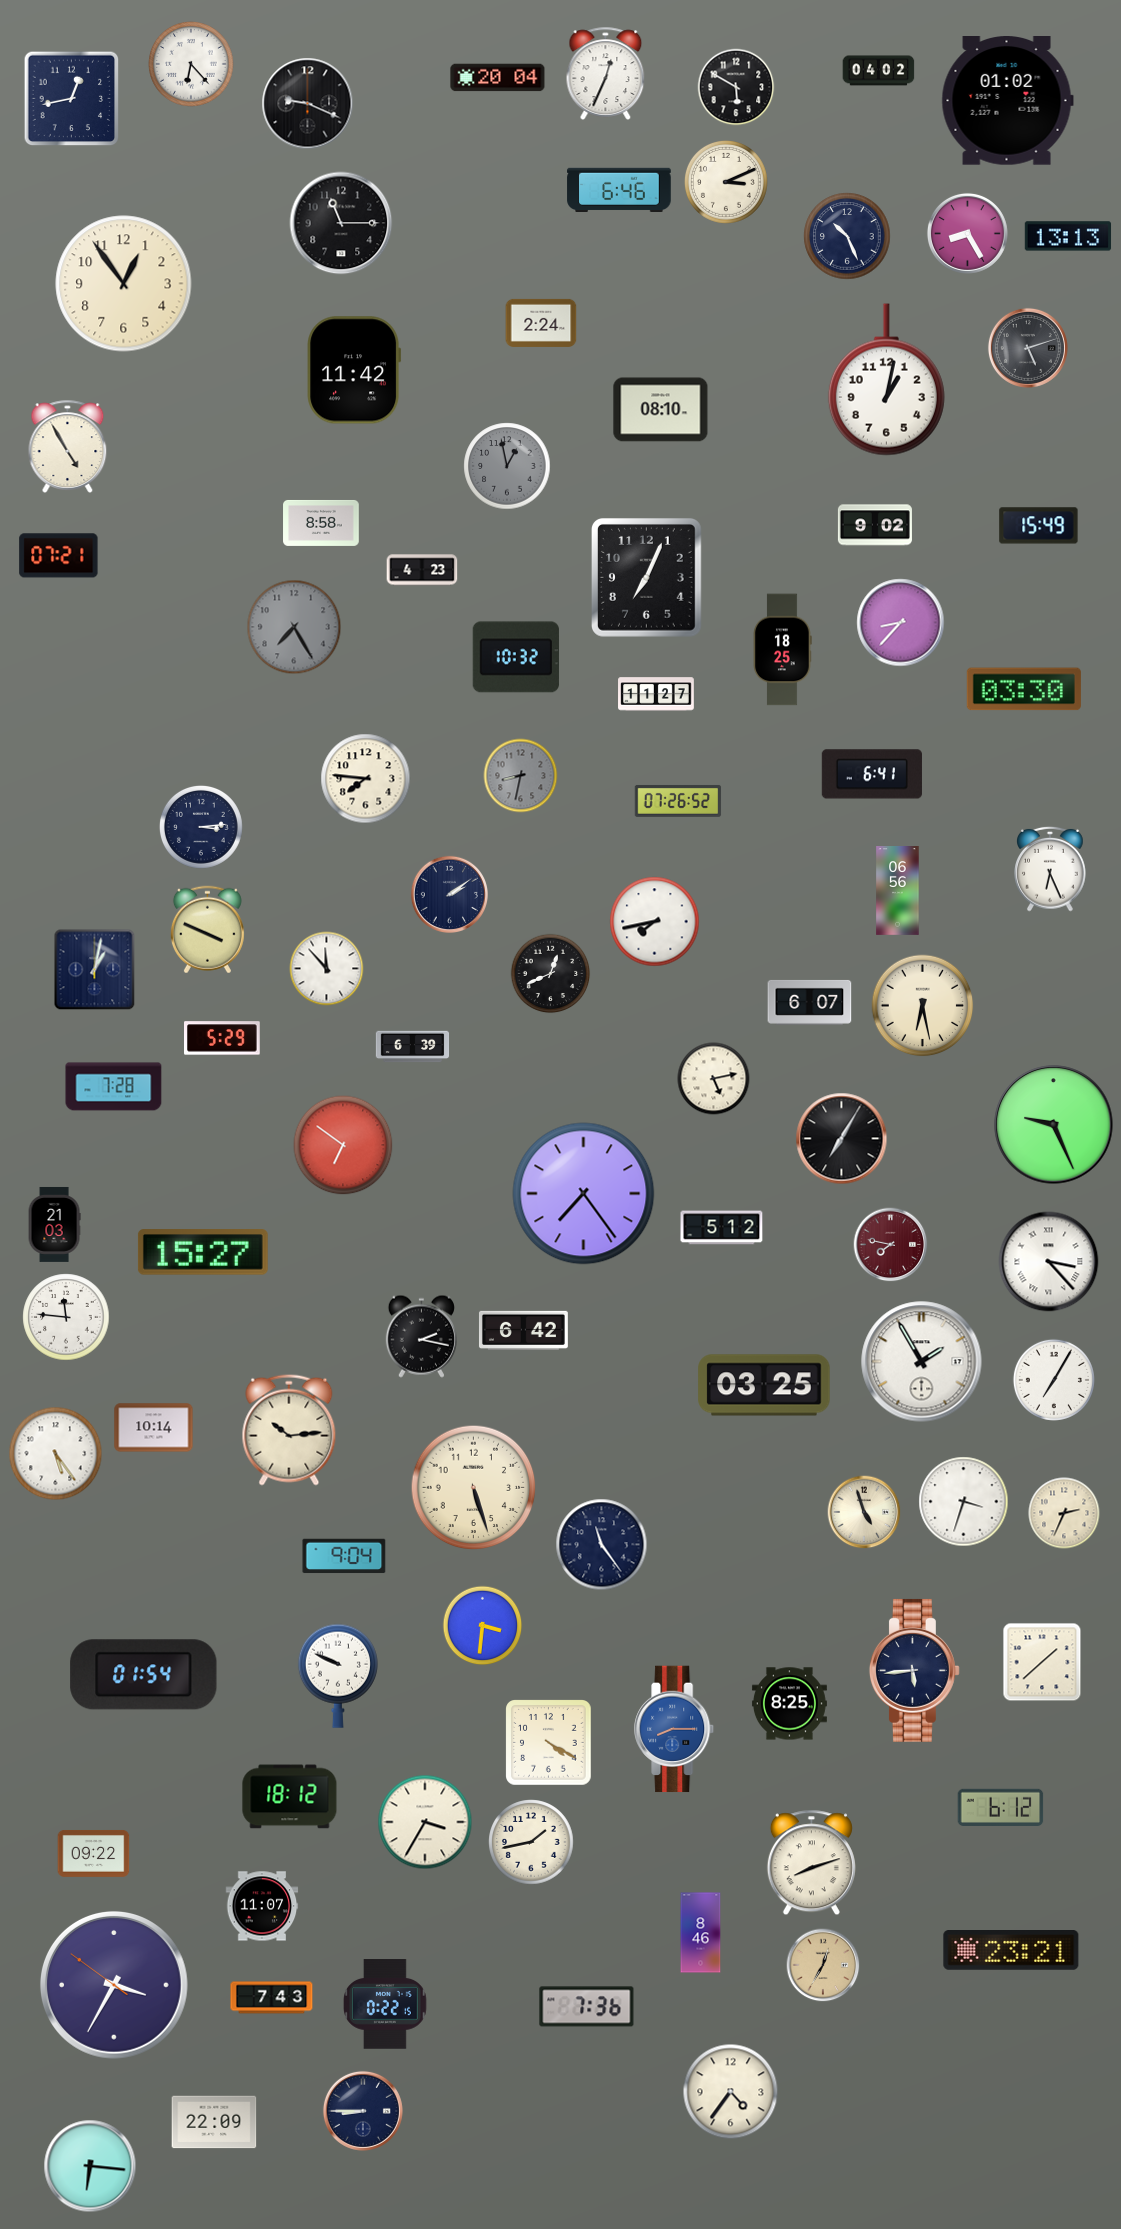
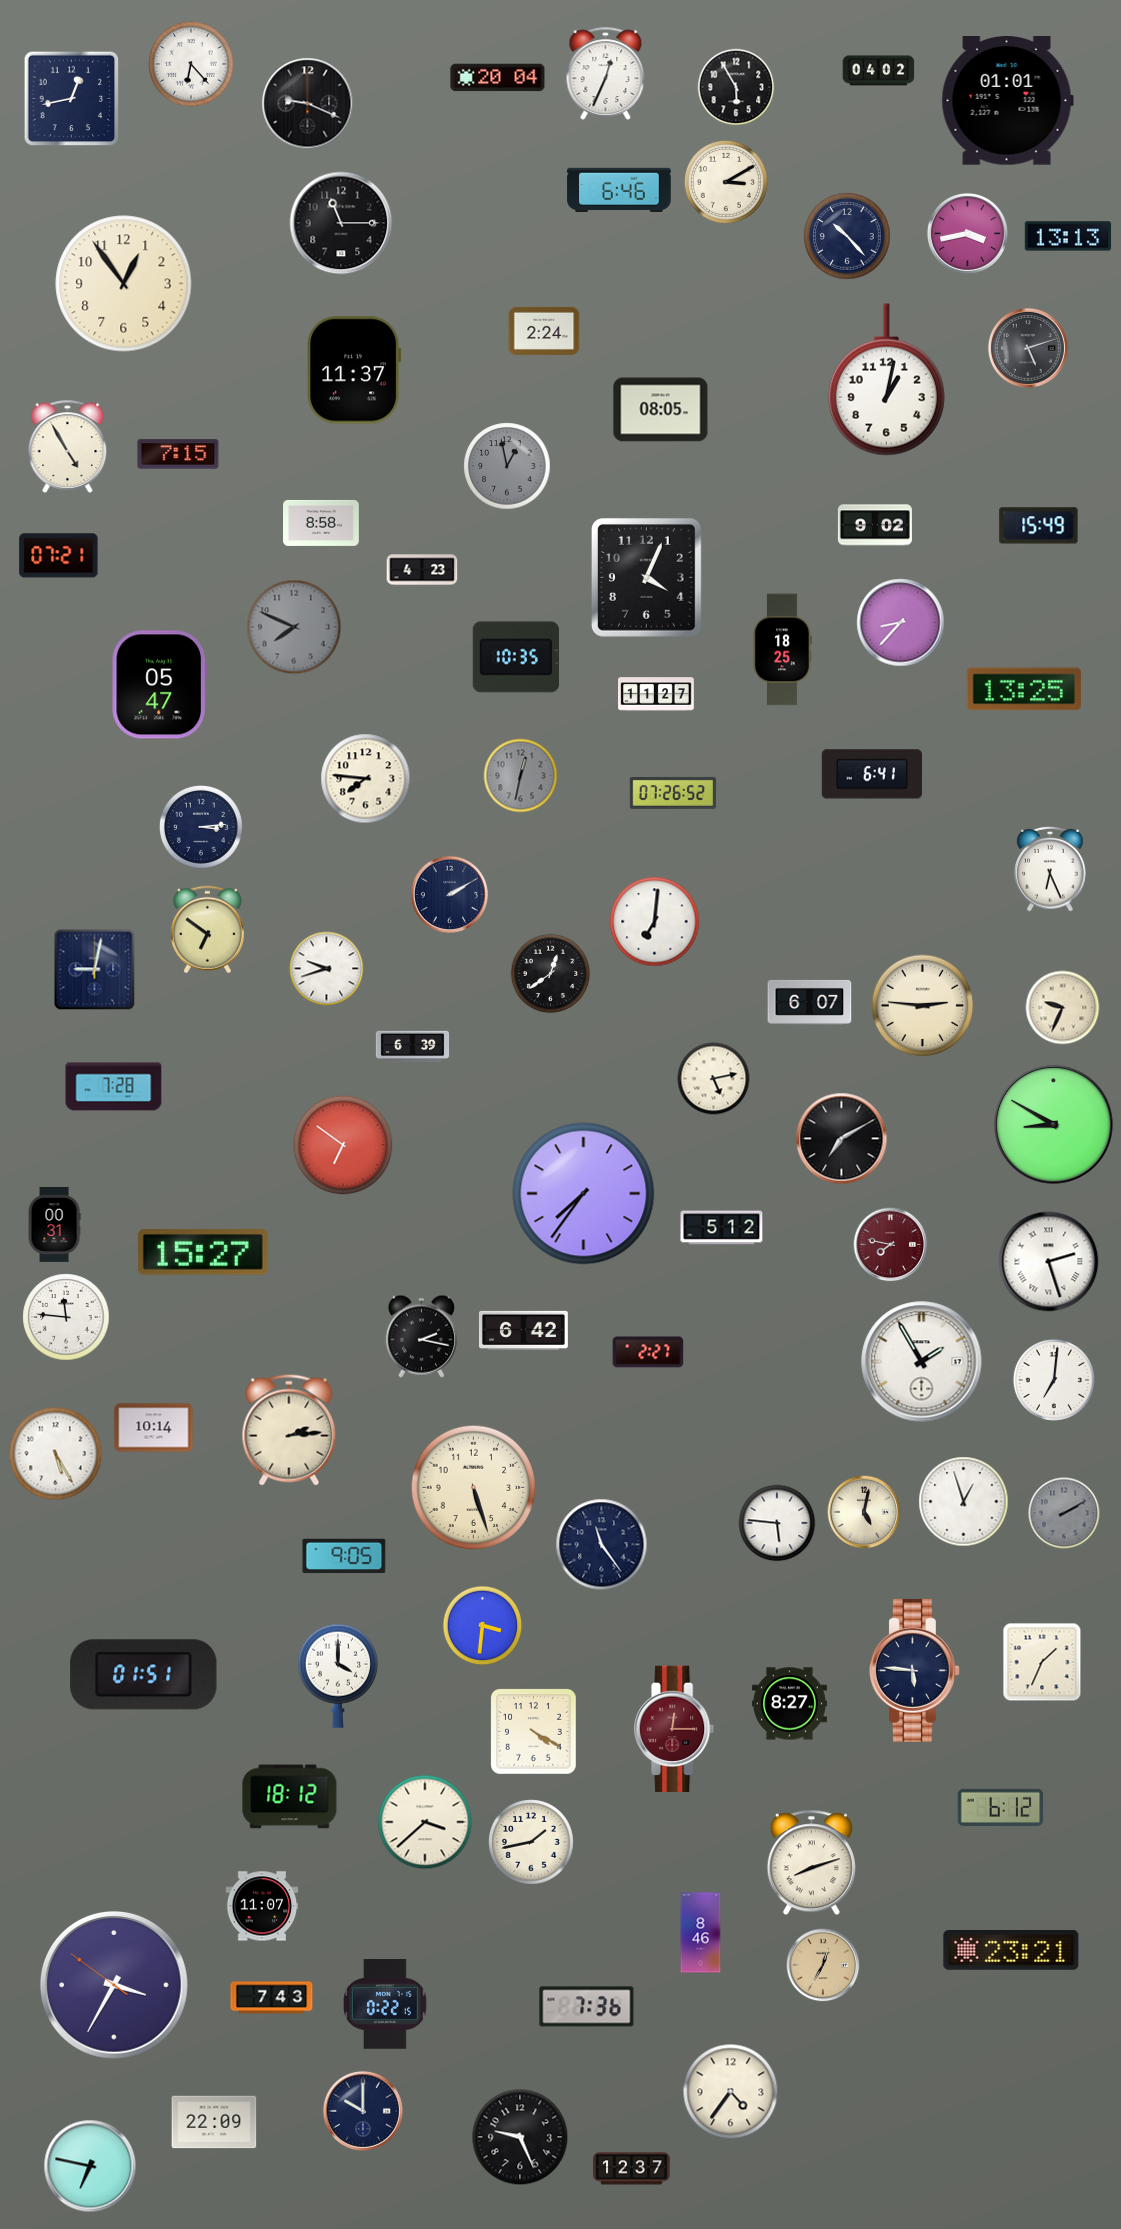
clock at (736, 87): 5:50 -> 5:55
clock at (1007, 101): 01:02 -> 01:01
clock at (726, 182): 3:11 -> 3:10
clock at (967, 233): 8:25 -> 3:43
clock at (847, 236): 10:26 -> 10:23
clock at (541, 323) position: (541, 323) -> (544, 331)
clock at (354, 370): 11:42 -> 11:37
clock at (661, 410): 08:10 -> 08:05
clock at (178, 454): none -> 7:15
clock at (646, 578): 7:04 -> 4:04
clock at (294, 627): 7:25 -> 7:49
clock at (516, 657): 10:32 -> 10:35
clock at (159, 685): none -> 05:47
clock at (1024, 689): 03:30 -> 13:25
clock at (521, 776): 8:32 -> 12:32
clock at (678, 801) position: (678, 801) -> (673, 793)
clock at (898, 891): 06:56 -> none
clock at (449, 894): 2:09 -> 2:10
clock at (655, 922): 7:43 -> 7:01
clock at (207, 930): 3:49 -> 6:51
clock at (327, 969): 11:53 -> 9:42
clock at (95, 970): 1:02 -> 9:02
clock at (551, 974): 12:41 -> 12:39
clock at (923, 1006): 6:28 -> 2:46
clock at (1063, 1008): none -> 9:34
clock at (223, 1038): 5:29 -> none
clock at (1054, 1125): 9:26 -> 8:50
clock at (842, 1139): 7:05 -> 7:10
clock at (584, 1194): 7:24 -> 7:36
clock at (54, 1224): 21:03 -> 00:31
clock at (1049, 1262): 3:23 -> 2:27
clock at (648, 1352): none -> 2:27
clock at (1054, 1380): 7:05 -> 7:01
clock at (764, 1385): 03:25 -> none
clock at (289, 1430): 10:14 -> 2:14
clock at (56, 1454): 5:24 -> 5:25
clock at (964, 1502): 3:33 -> 12:57
clock at (864, 1512): 4:57 -> 5:02
clock at (1064, 1513): 2:34 -> 2:10
clock at (1064, 1513) dial: cream -> grey
clock at (777, 1523): none -> 5:46
clock at (344, 1556): 9:04 -> 9:05
clock at (1042, 1662): 1:38 -> 1:34
clock at (914, 1670): 5:44 -> 5:46
clock at (144, 1675): 01:54 -> 01:51
clock at (338, 1676): 9:49 -> 4:00
clock at (789, 1704): 8:25 -> 8:27
clock at (675, 1729): 8:15 -> 12:15
clock at (675, 1729) dial: blue -> burgundy
clock at (549, 1743) position: (549, 1743) -> (534, 1732)
clock at (425, 1822): 3:35 -> 3:38
clock at (94, 1853): 09:22 -> none
clock at (363, 2111): 8:45 -> 10:00
clock at (520, 2137): none -> 9:26
clock at (90, 2166): 6:16 -> 6:47
clock at (632, 2169): none -> 12:37
